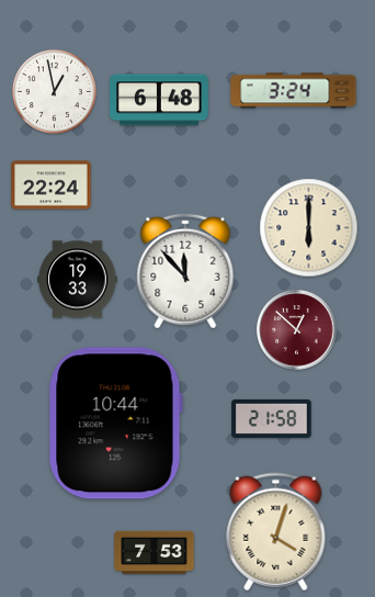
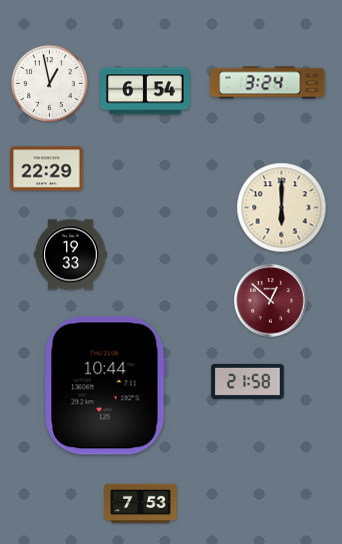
clock at (160, 100): 6:48 -> 6:54
clock at (52, 185): 22:24 -> 22:29
clock at (185, 271): 11:53 -> none
clock at (276, 532): 4:03 -> none
